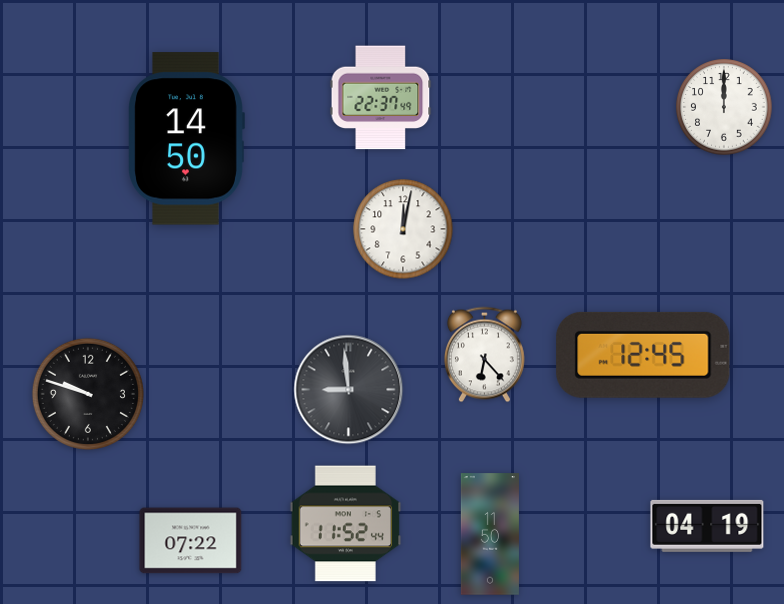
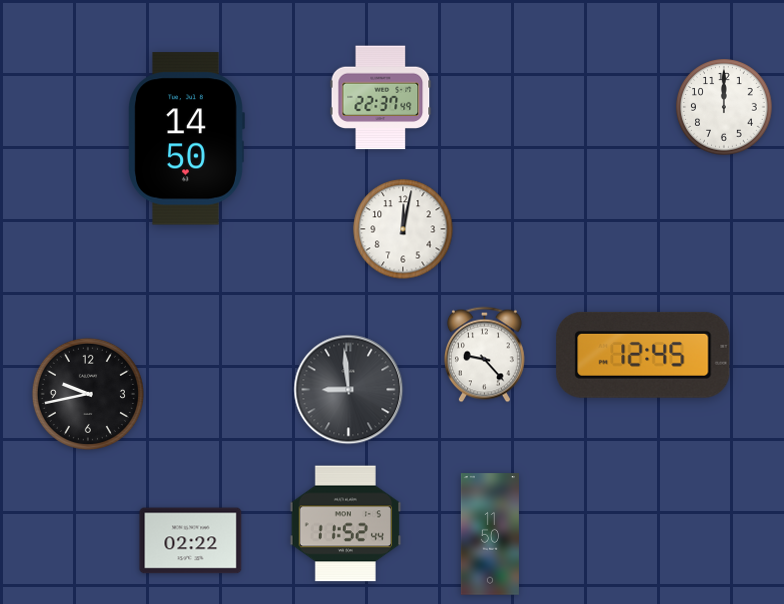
clock at (484, 355): 6:23 -> 9:23
clock at (88, 394): 9:48 -> 9:43
clock at (707, 526): 04:19 -> none
clock at (191, 541): 07:22 -> 02:22
